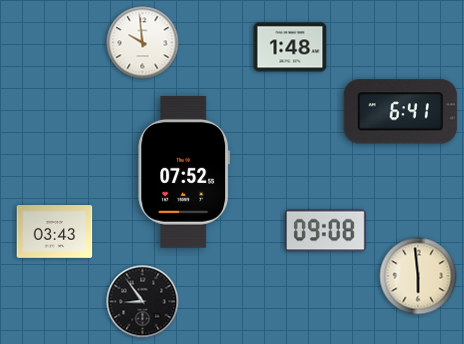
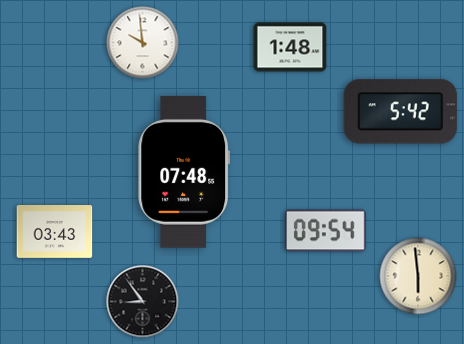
clock at (400, 112): 6:41 -> 5:42
clock at (184, 172): 07:52 -> 07:48
clock at (326, 231): 09:08 -> 09:54
